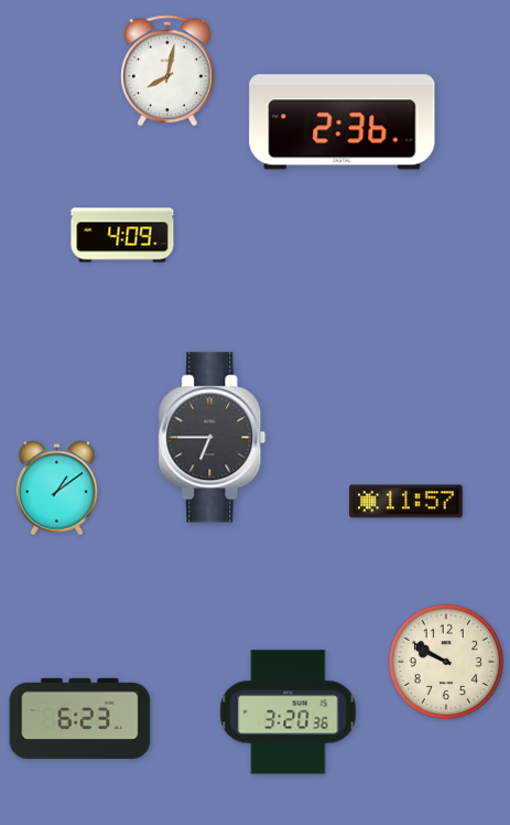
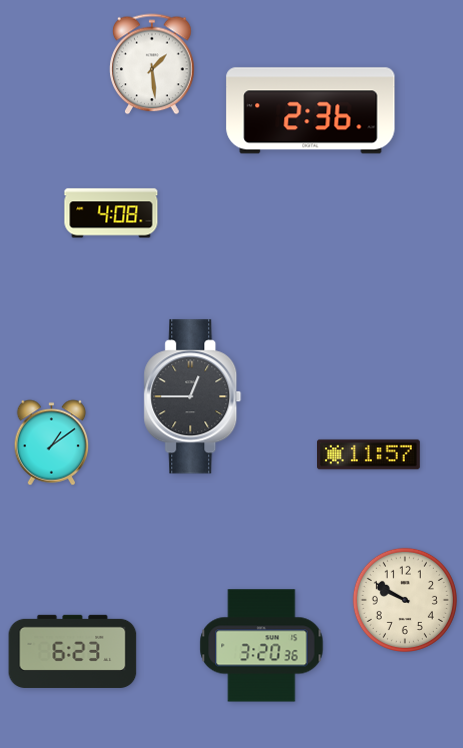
clock at (167, 71): 8:02 -> 1:29
clock at (122, 235): 4:09 -> 4:08
clock at (213, 438): 6:45 -> 12:45
